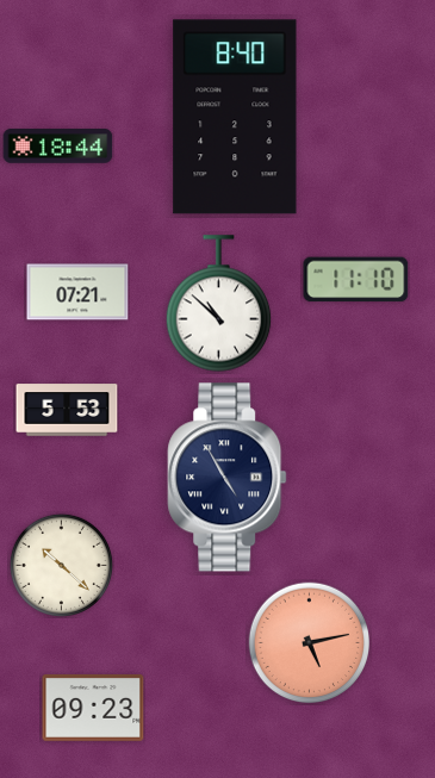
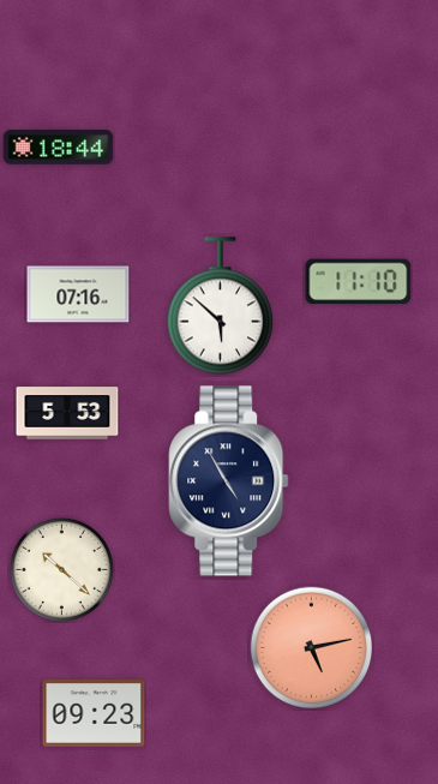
clock at (235, 117): 8:40 -> none
clock at (77, 292): 07:21 -> 07:16
clock at (219, 304): 10:52 -> 5:52
